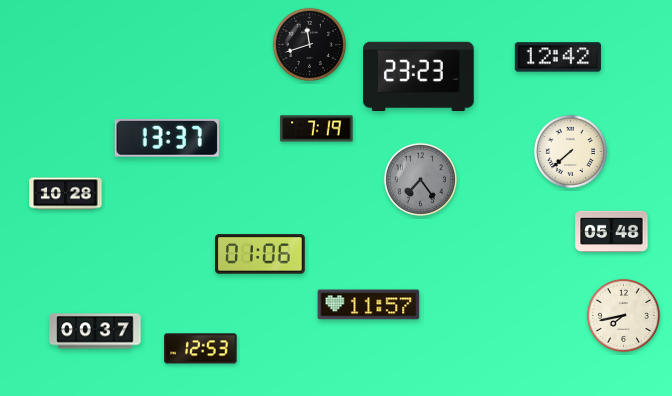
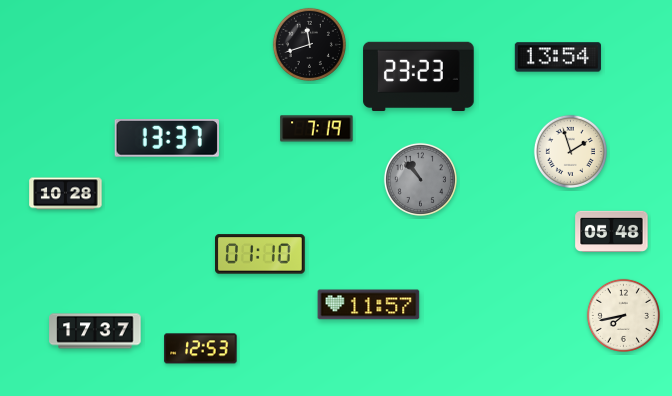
clock at (558, 57): 12:42 -> 13:54
clock at (570, 151): 7:38 -> 1:57
clock at (420, 179): 7:24 -> 10:53
clock at (261, 254): 01:06 -> 01:10
clock at (95, 331): 00:37 -> 17:37
